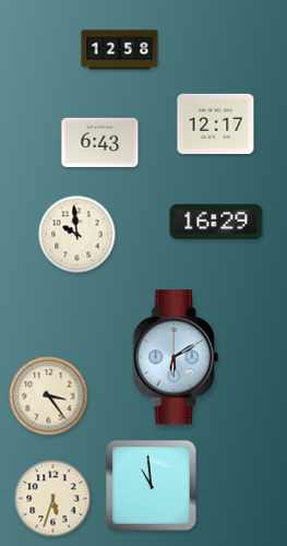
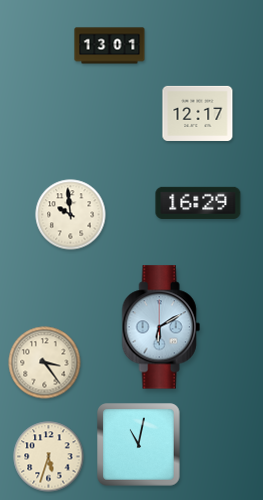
clock at (120, 50): 12:58 -> 13:01
clock at (100, 142): 6:43 -> none
clock at (152, 486): 10:59 -> 11:02
